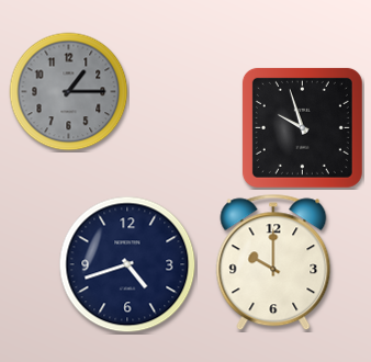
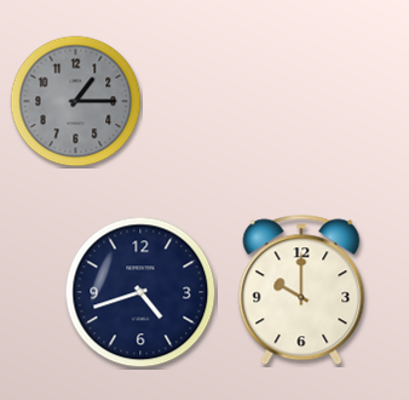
clock at (302, 127): 9:57 -> none
